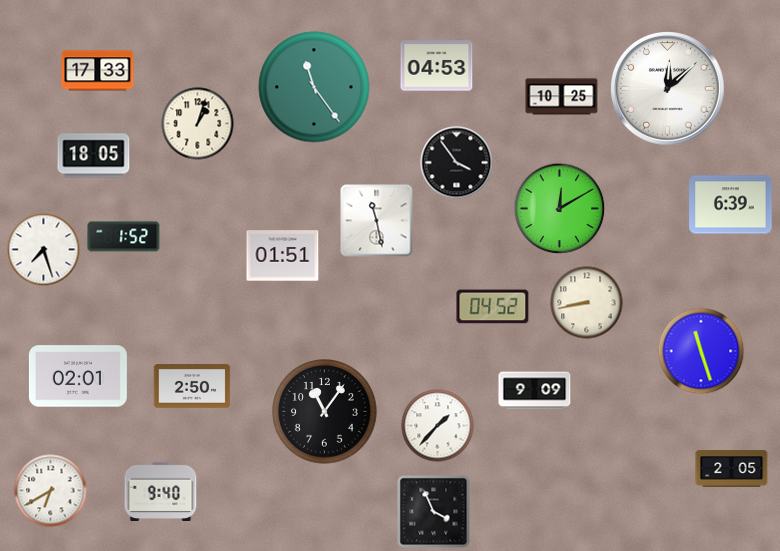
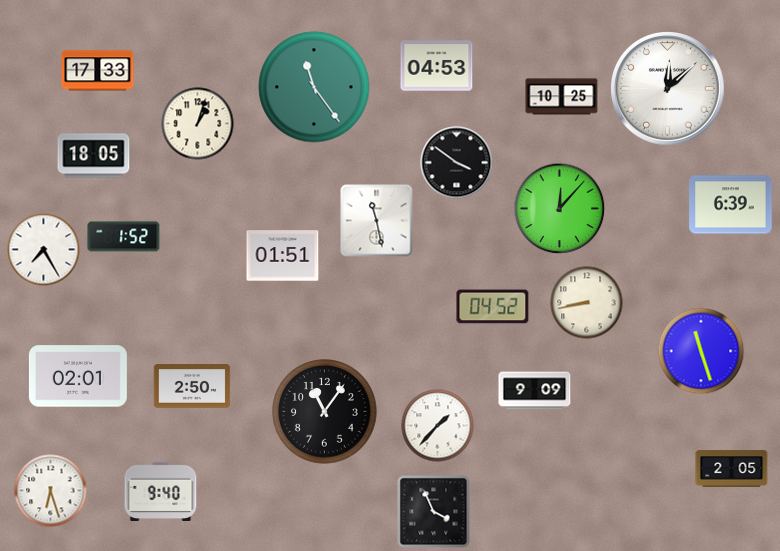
clock at (457, 163): 3:54 -> 3:51
clock at (560, 209): 12:10 -> 12:07
clock at (44, 250): 7:27 -> 7:25
clock at (51, 491): 6:40 -> 6:27
